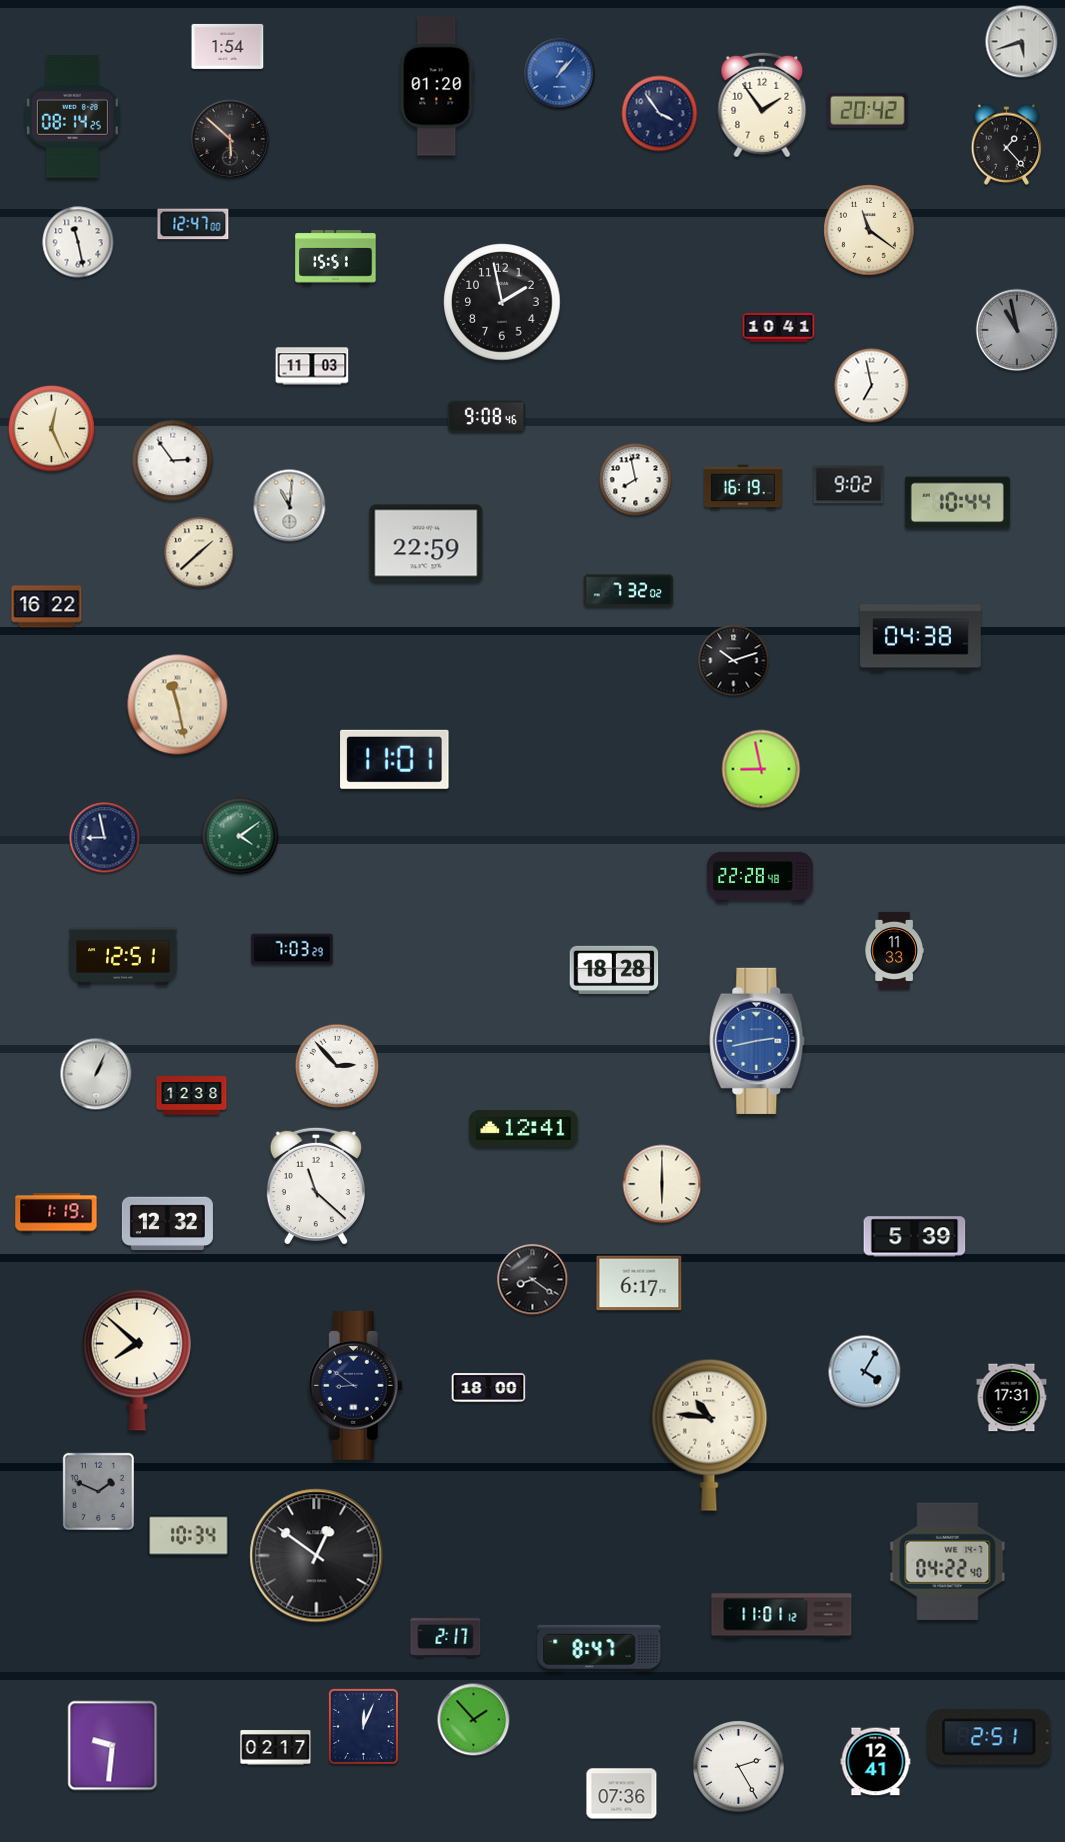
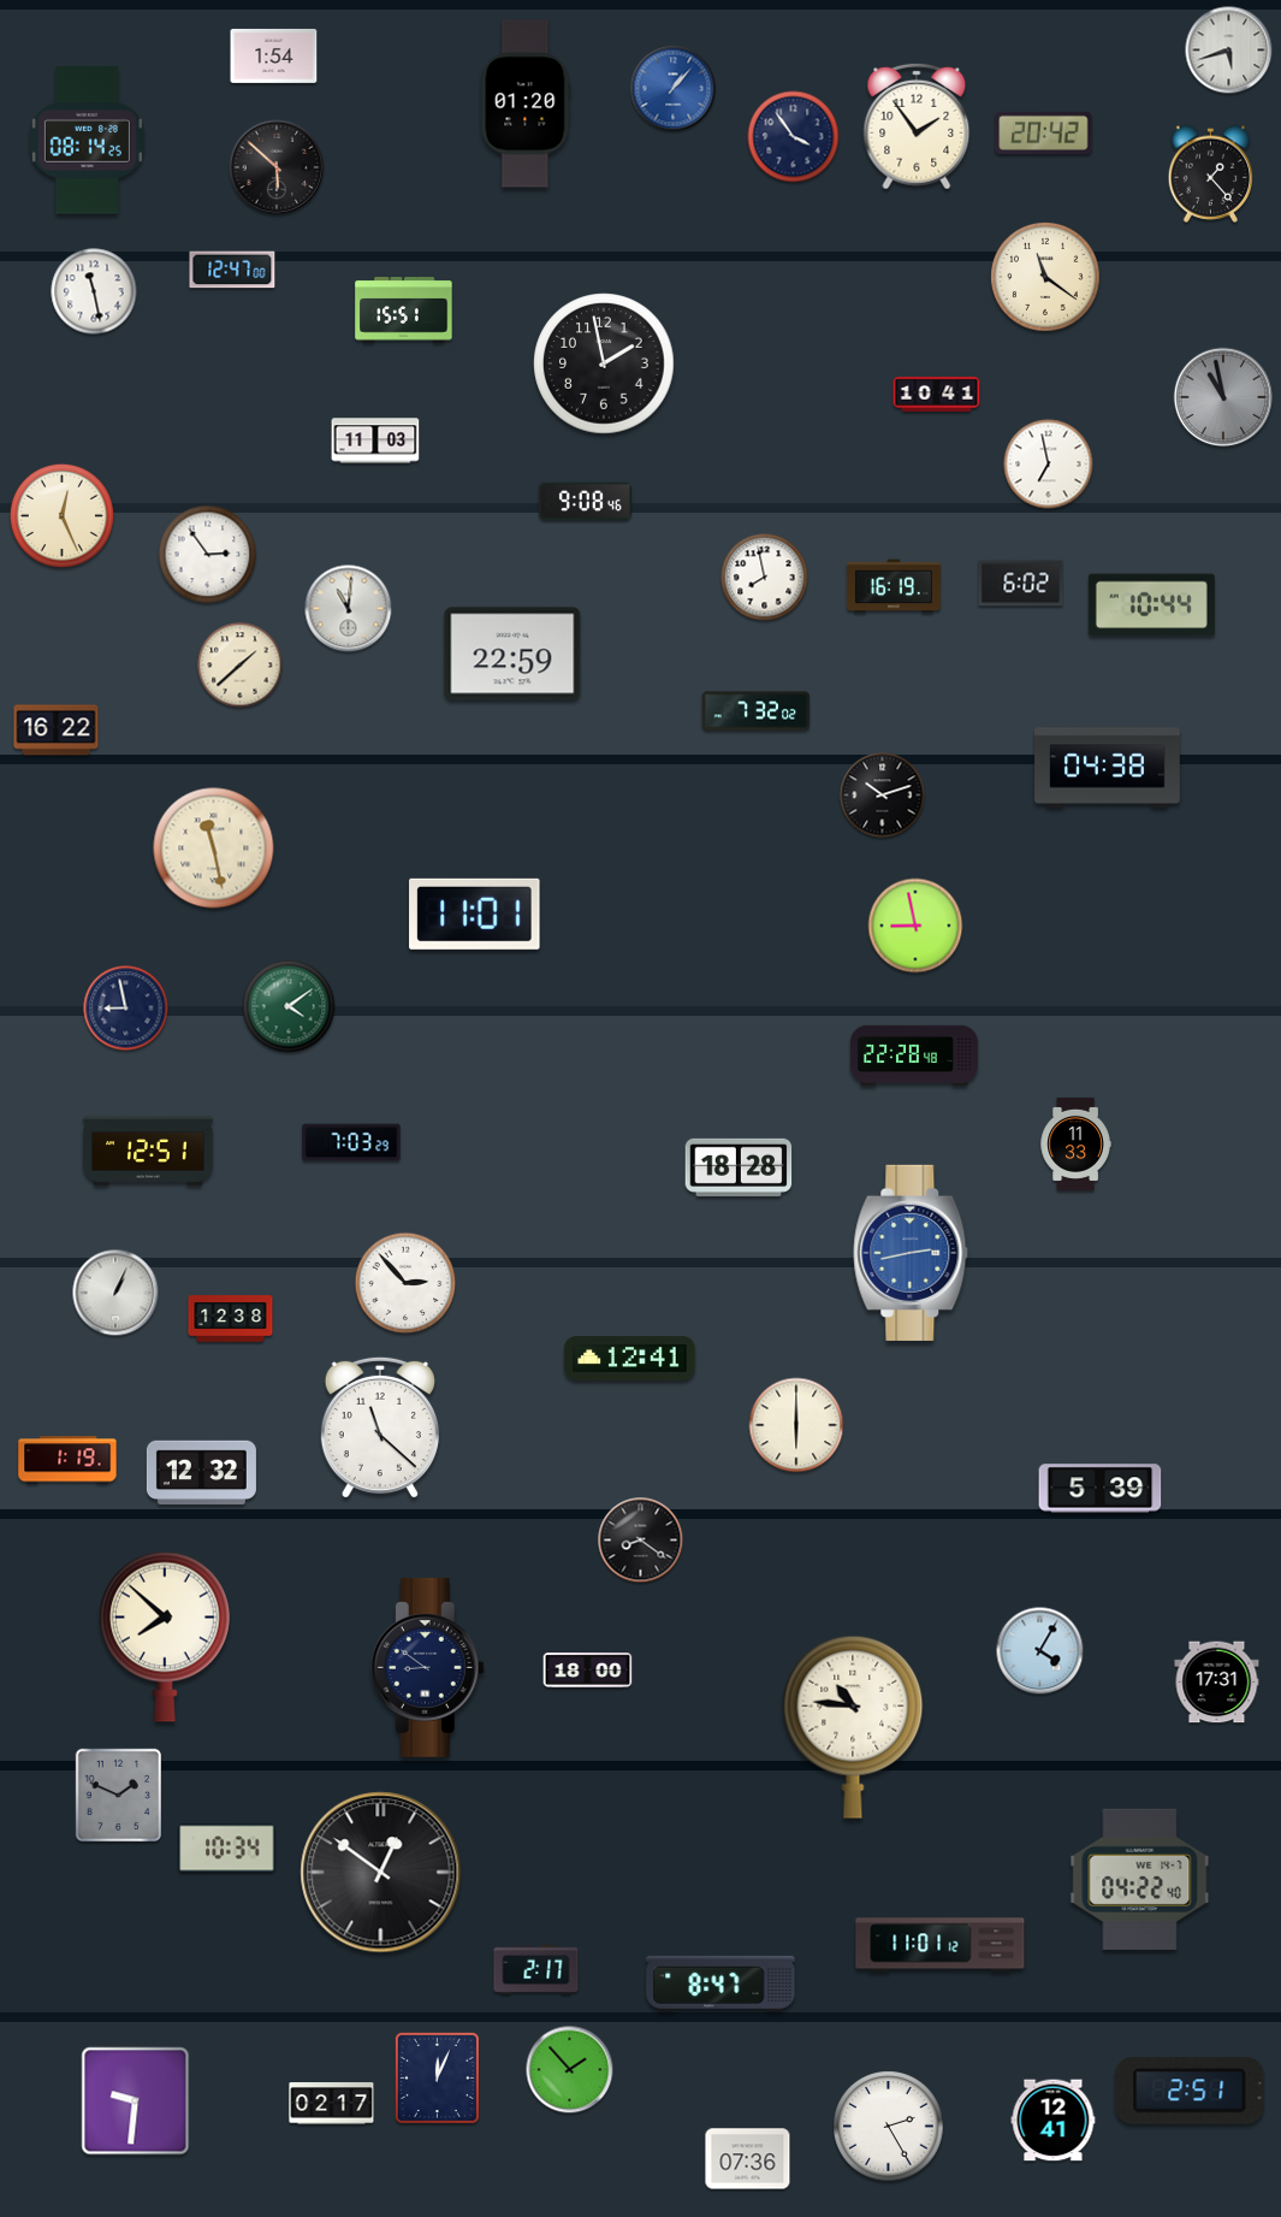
clock at (849, 485): 9:02 -> 6:02
clock at (639, 1283): 6:17 -> none
